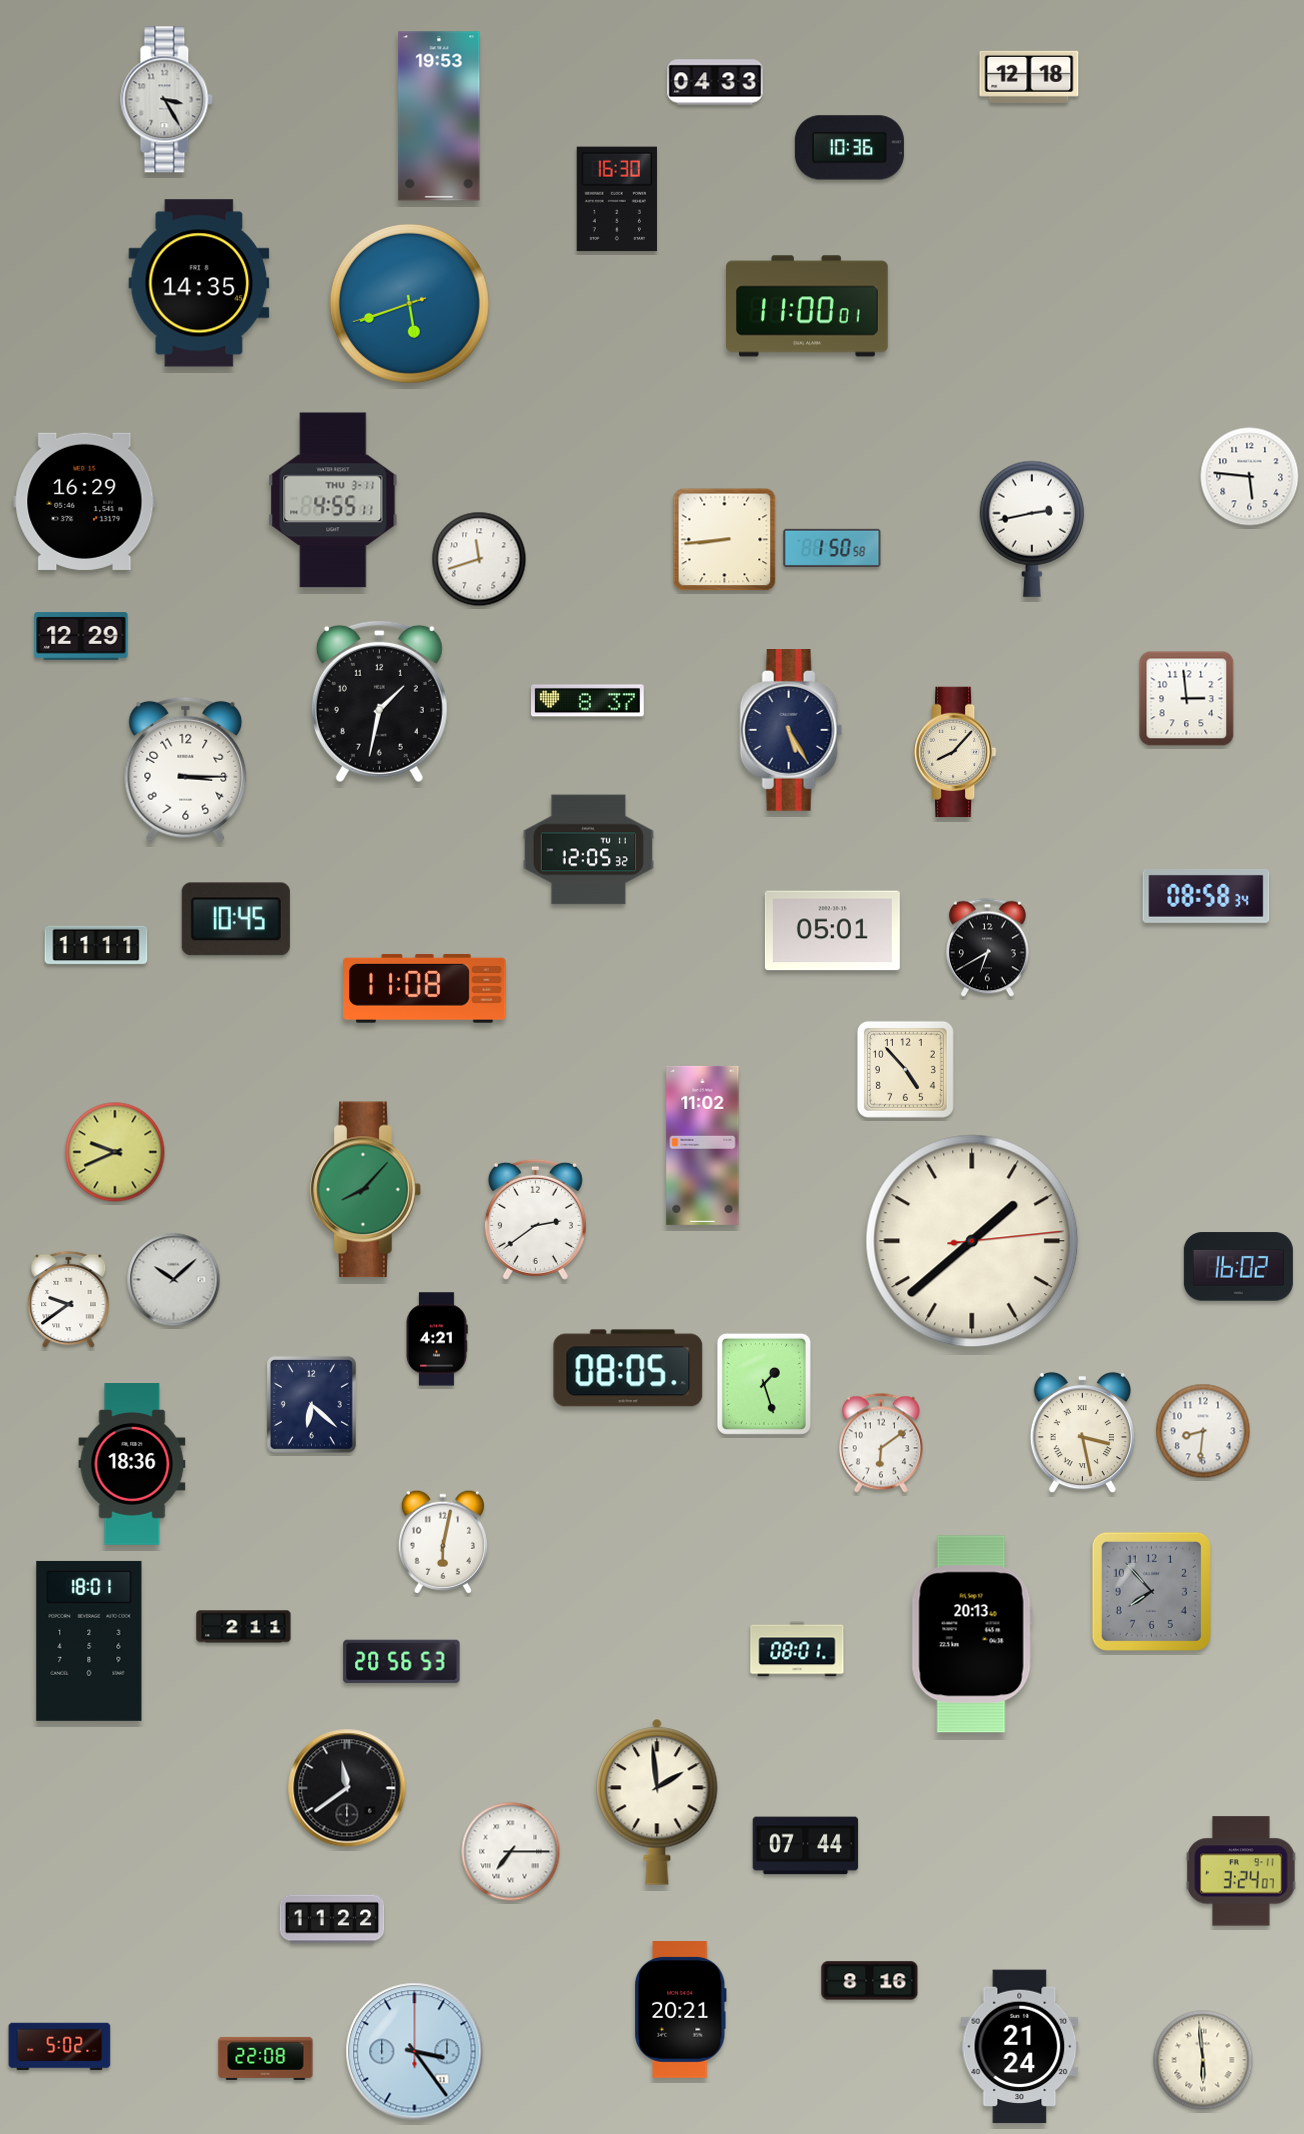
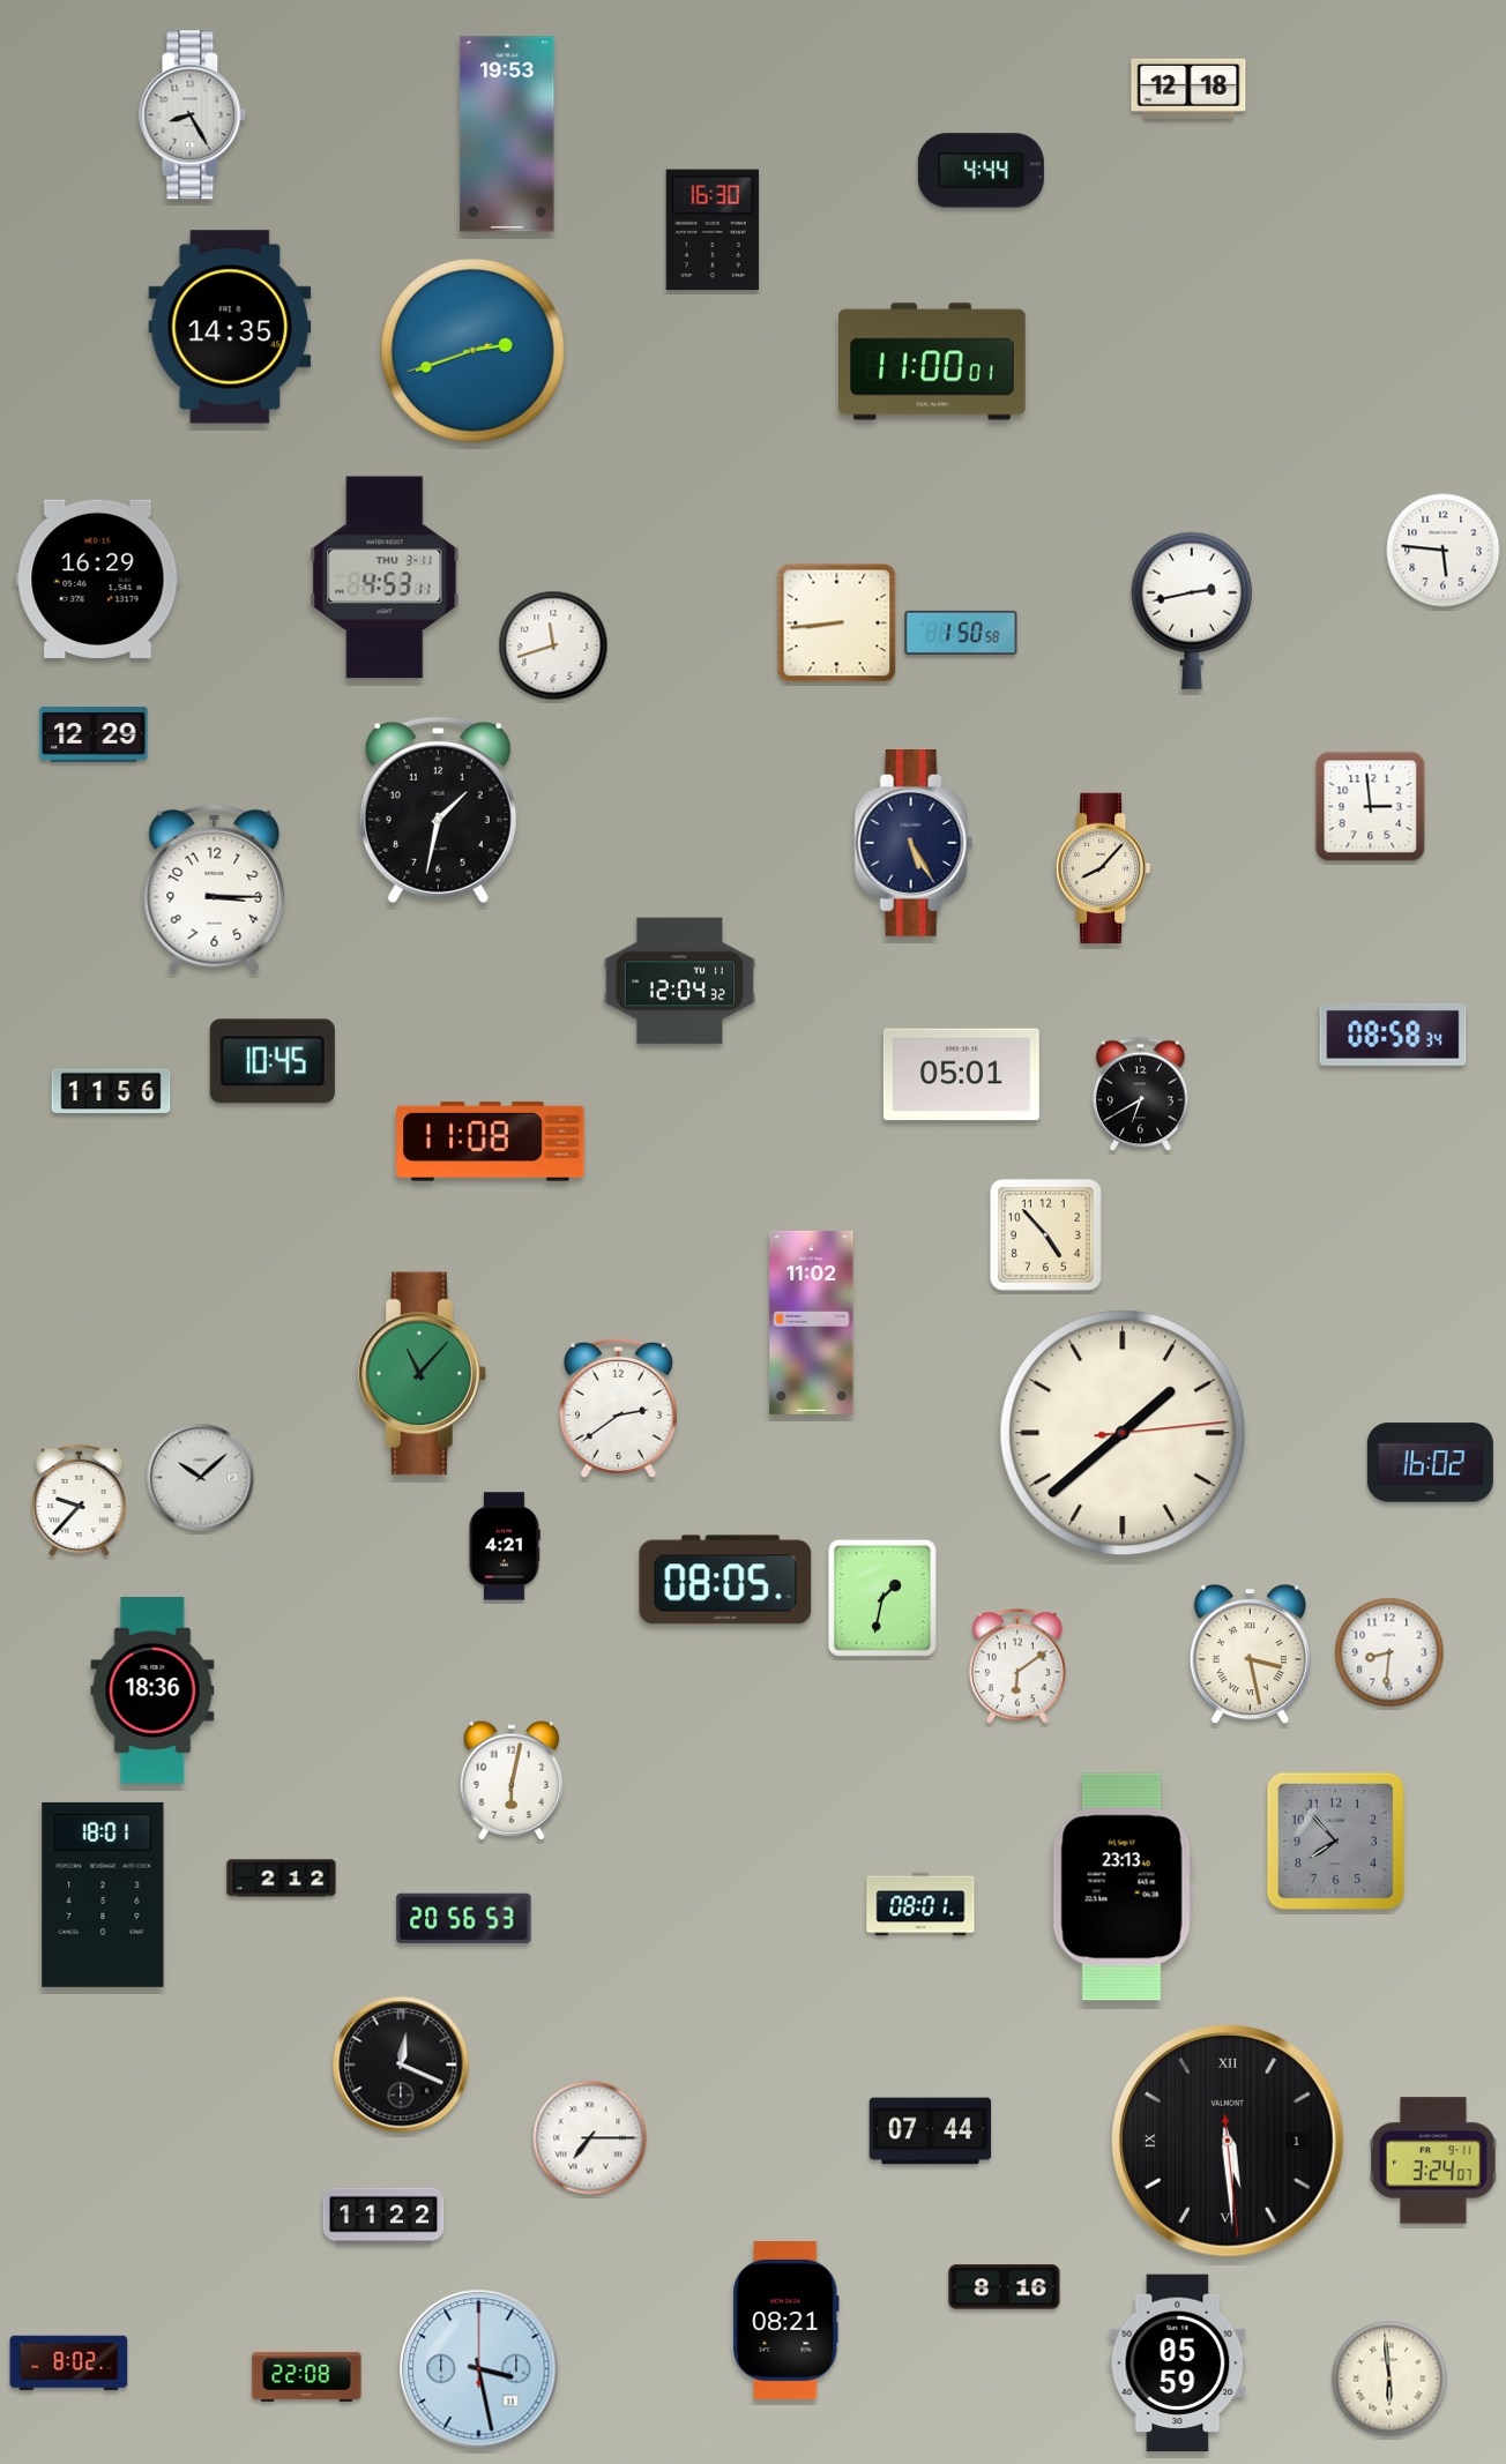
clock at (715, 82): 04:33 -> none
clock at (167, 100): 3:25 -> 8:25
clock at (849, 148): 10:36 -> 4:44
clock at (409, 303): 5:41 -> 2:41
clock at (808, 306) position: (808, 306) -> (933, 361)
clock at (333, 500): 4:55 -> 4:53
clock at (588, 701): 8:37 -> none
clock at (588, 850): 12:05 -> 12:04
clock at (96, 945): 11:11 -> 11:56
clock at (115, 1152): 9:41 -> none
clock at (366, 1190): 8:07 -> 11:07
clock at (69, 1300): 9:39 -> 9:37
clock at (764, 1384): 1:27 -> 1:32
clock at (311, 1404): 6:22 -> none
clock at (1151, 1591) position: (1151, 1591) -> (1335, 1840)
clock at (244, 1627): 2:11 -> 2:12
clock at (972, 1634): 20:13 -> 23:13
clock at (347, 1788): 11:39 -> 12:19
clock at (657, 1802): 1:59 -> none
clock at (1228, 2141): none -> 5:29
clock at (681, 2010): 20:21 -> 08:21
clock at (60, 2047): 5:02 -> 8:02
clock at (1020, 2047): 21:24 -> 05:59
clock at (415, 2052): 3:24 -> 3:28
